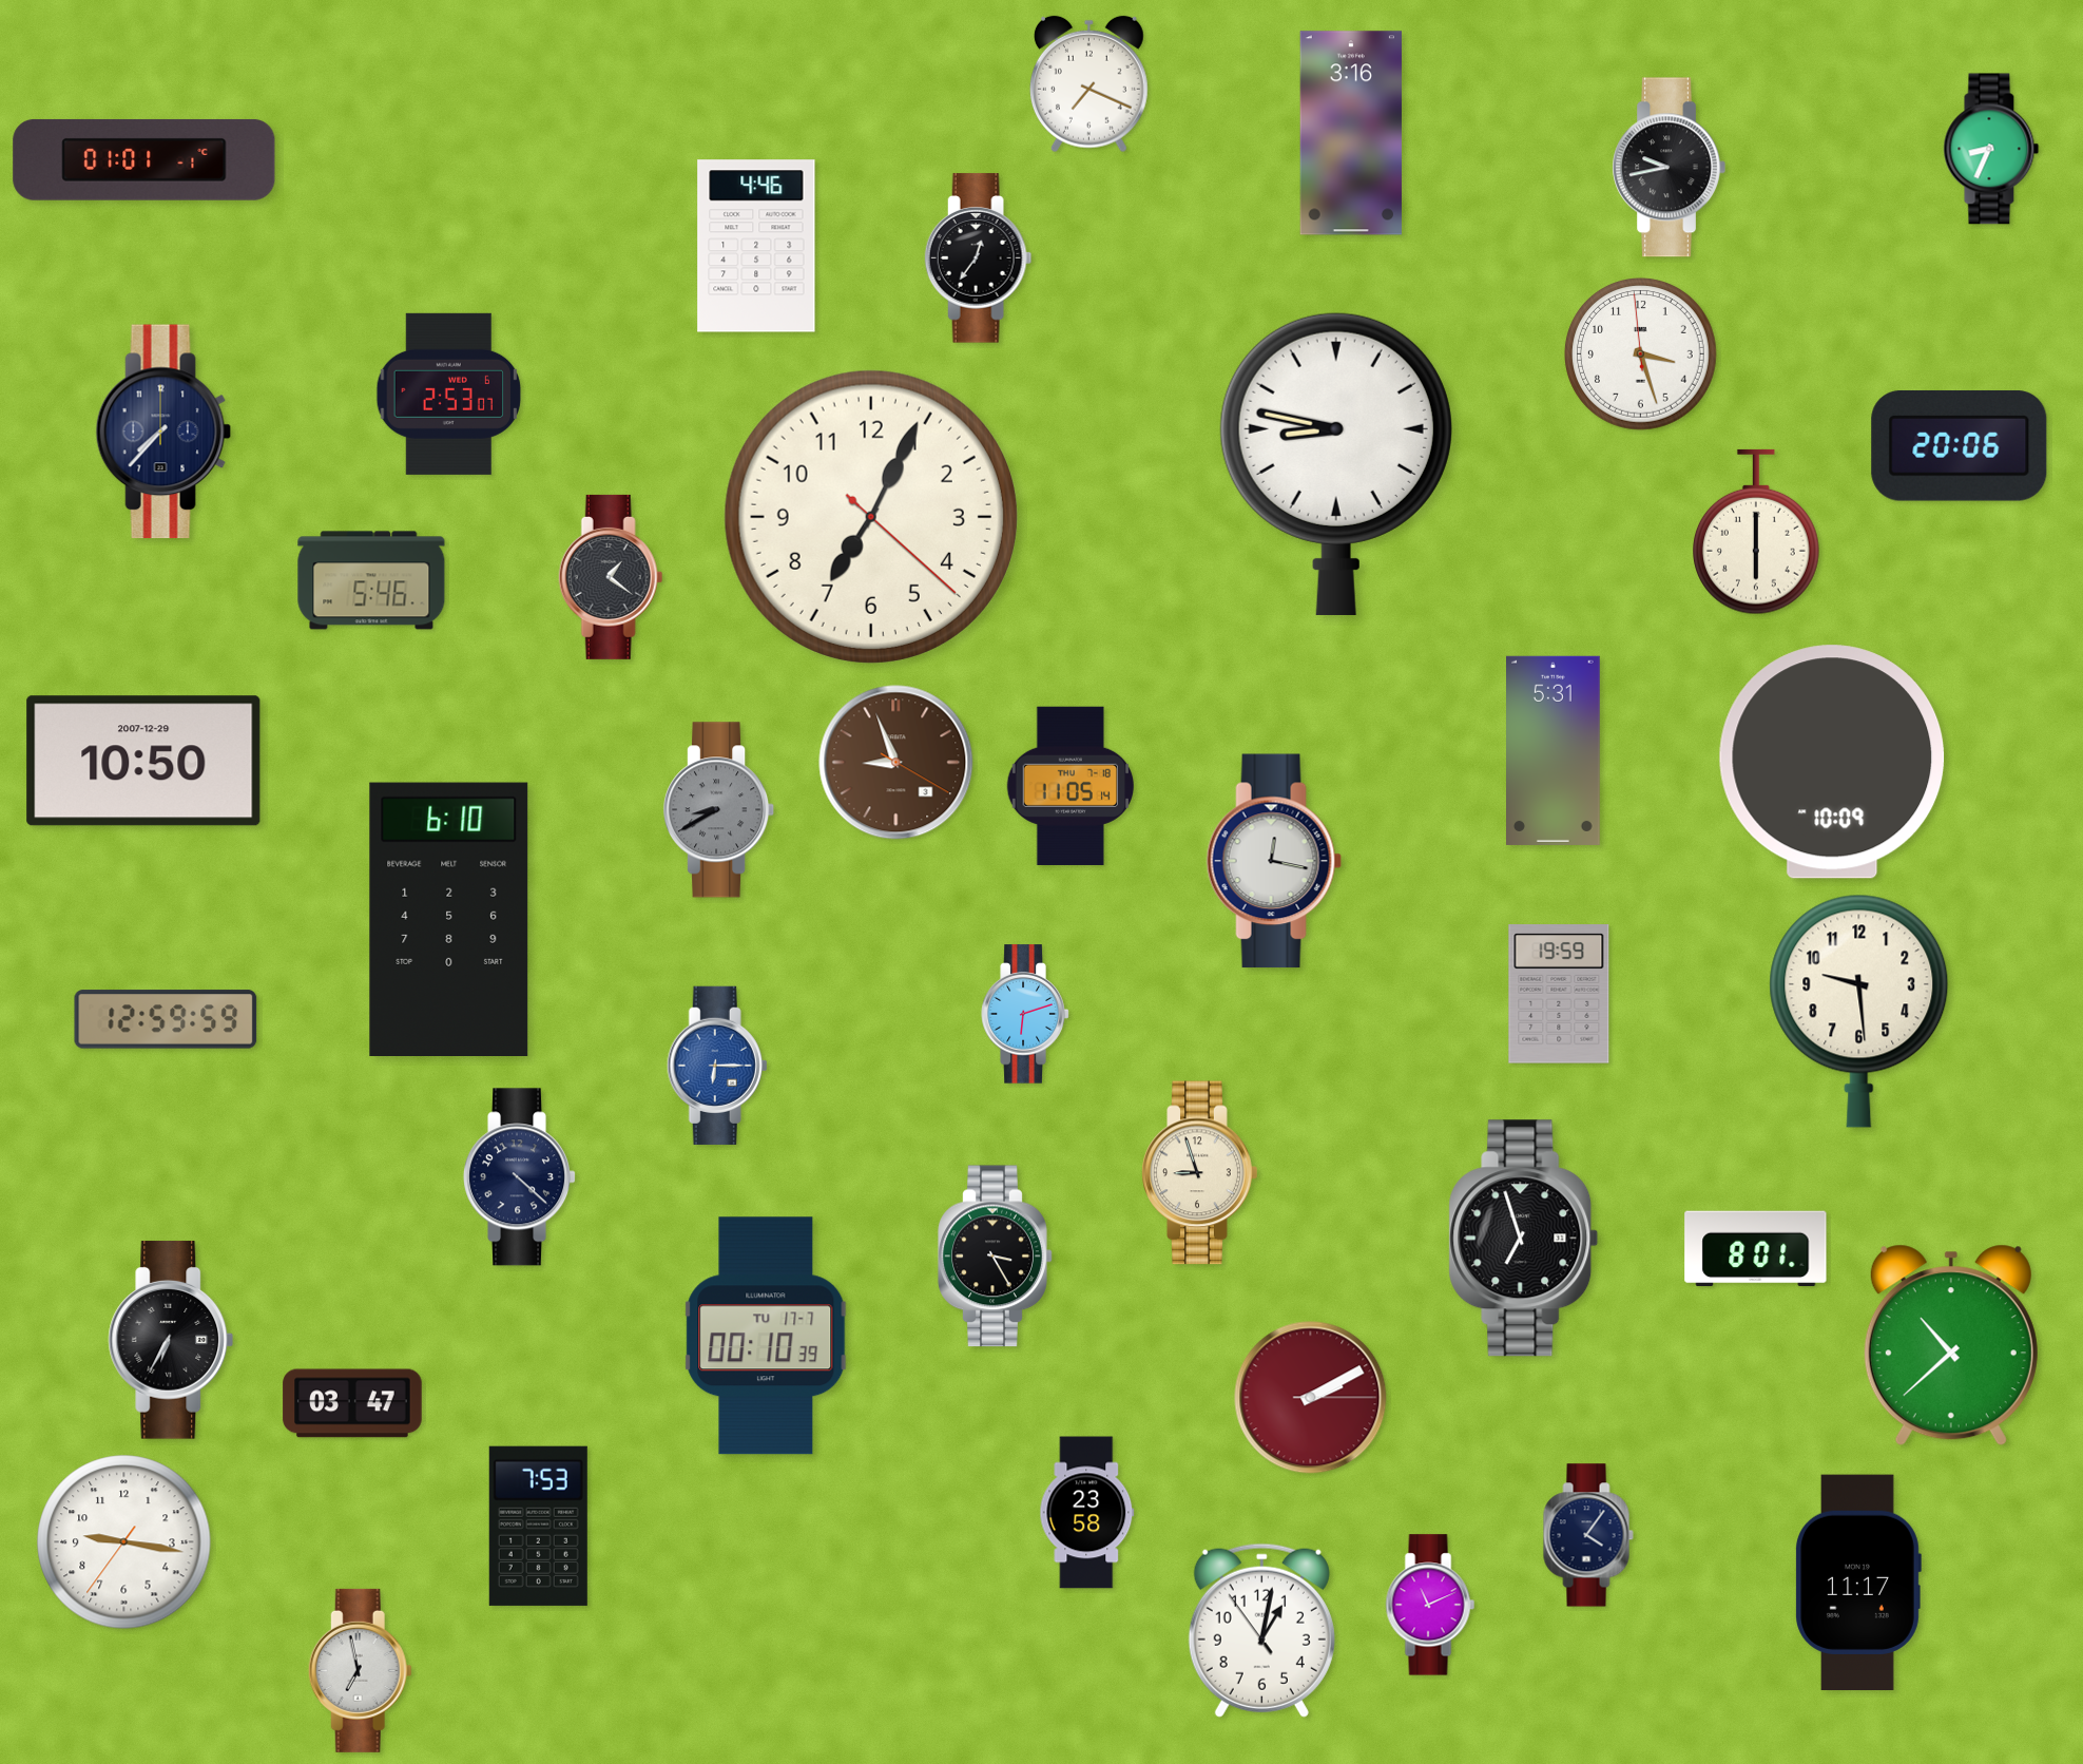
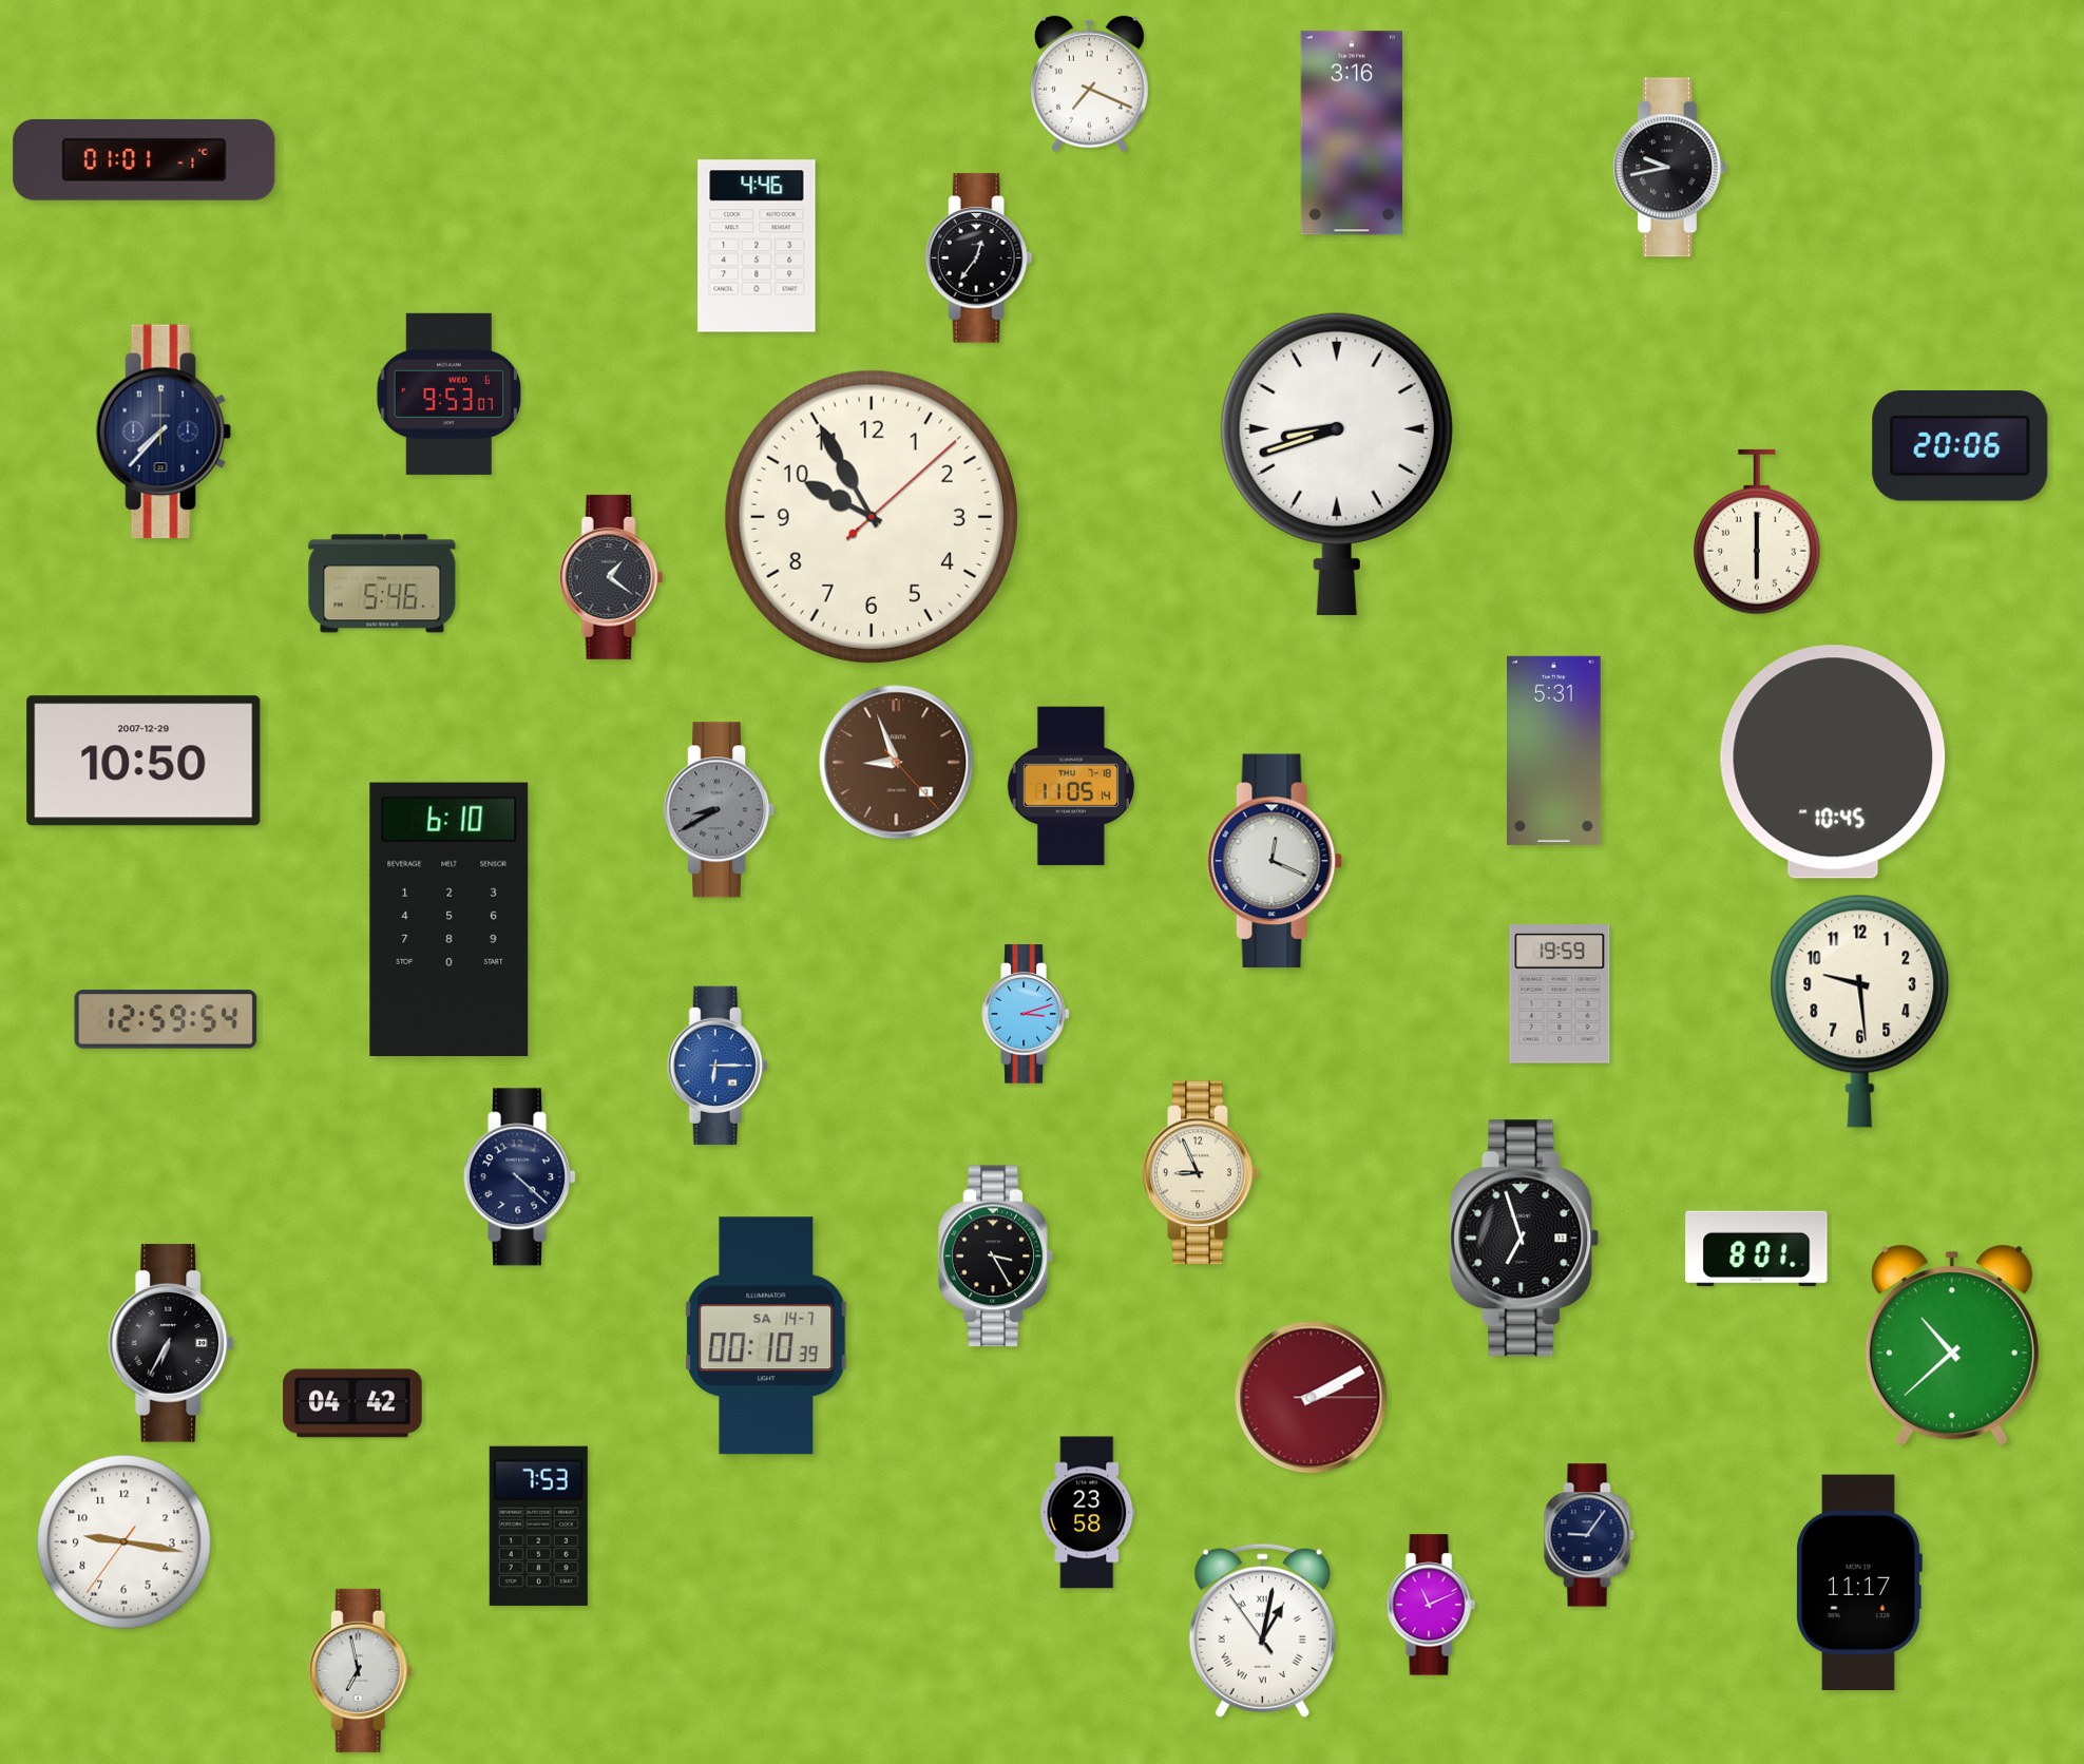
clock at (1991, 149): 8:34 -> none
clock at (1641, 354): 3:26 -> none
clock at (448, 394): 2:53 -> 9:53
clock at (1336, 463): 8:47 -> 8:42
clock at (871, 517): 7:04 -> 9:55
clock at (371, 580) position: (371, 580) -> (382, 583)
clock at (1832, 762): 10:09 -> 10:45
clock at (896, 763): 8:56:20 -> 8:56:23
clock at (1274, 861): 12:17 -> 12:19
clock at (1025, 1014): 6:12 -> 3:12
clock at (166, 1019): 12:59:59 -> 12:59:54
clock at (1200, 1173): 8:57 -> 8:56
clock at (766, 1336) date: TU 17-7 -> SA 14-7
clock at (171, 1340) position: (171, 1340) -> (171, 1343)
clock at (352, 1403): 03:47 -> 04:42
clock at (1588, 1535): 4:06 -> 9:06
clock at (1261, 1630) numerals: Arabic -> Roman
